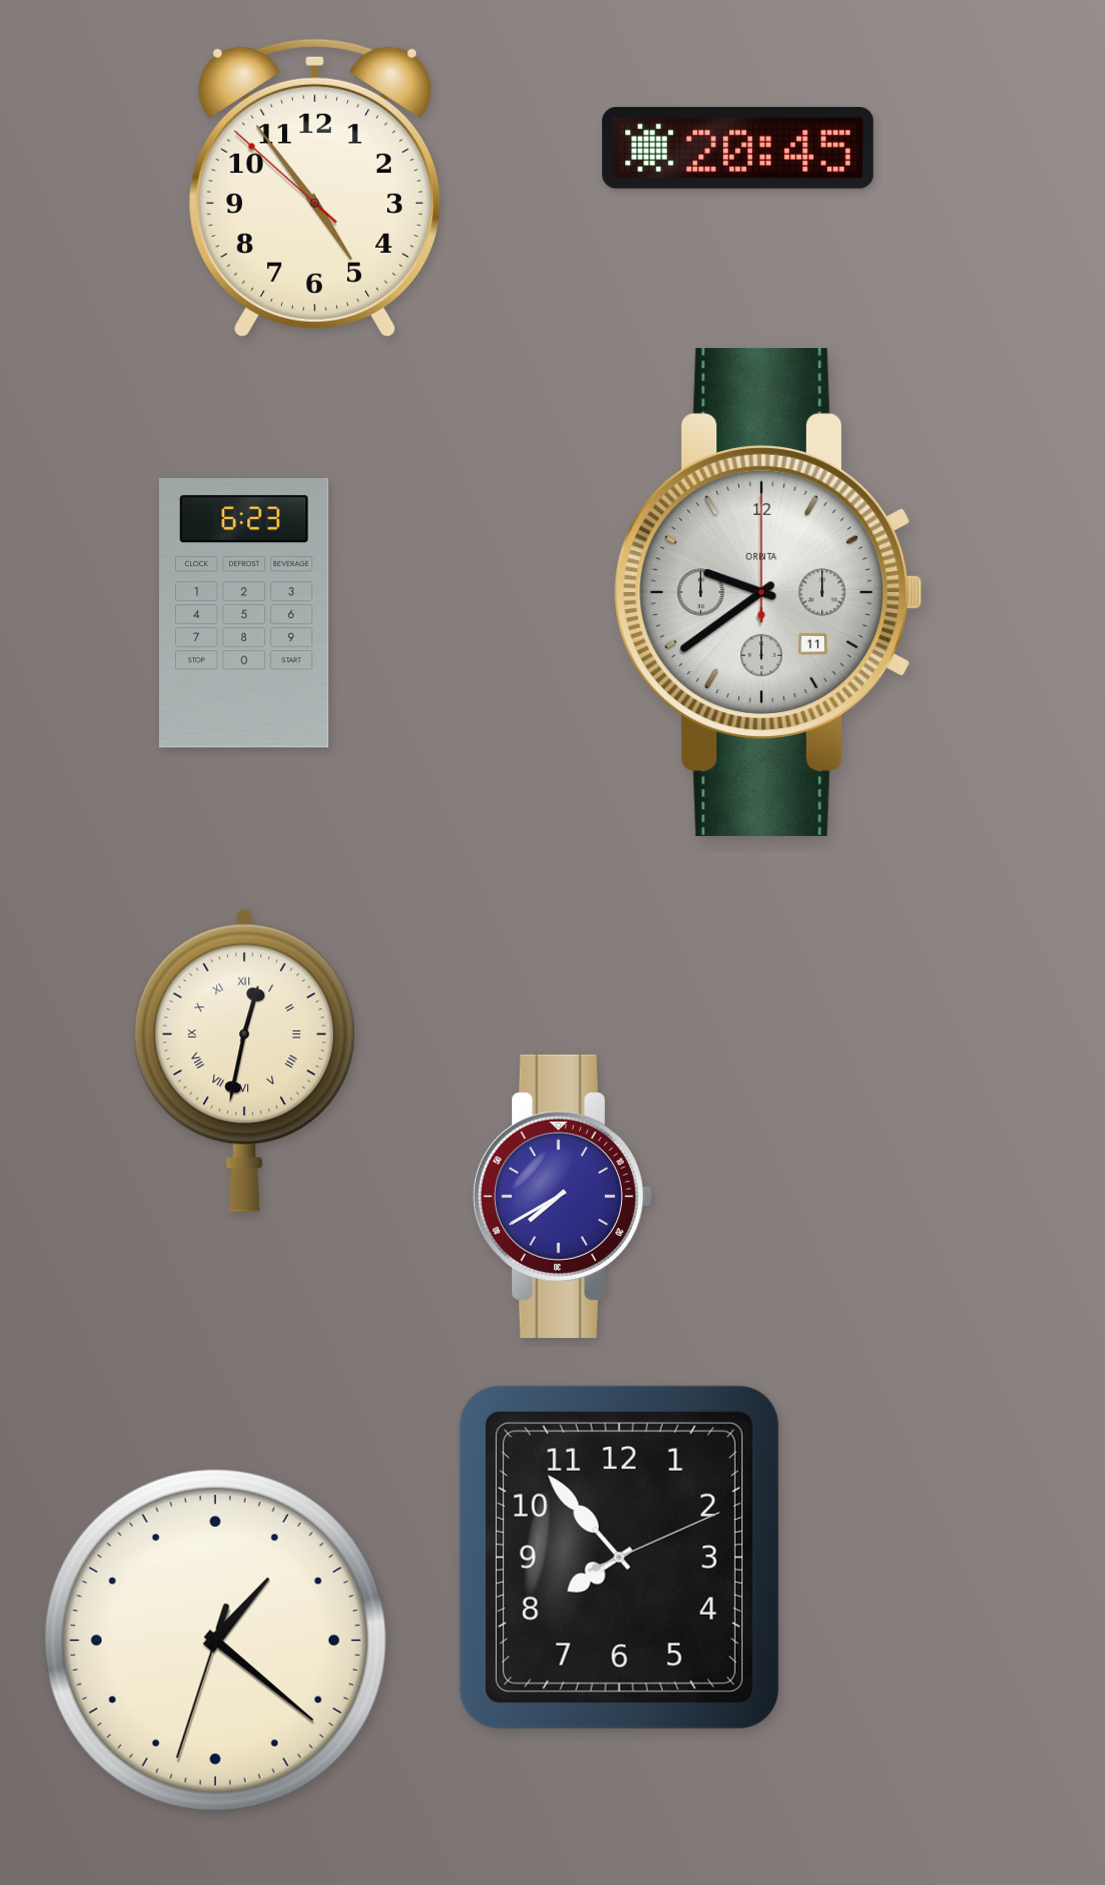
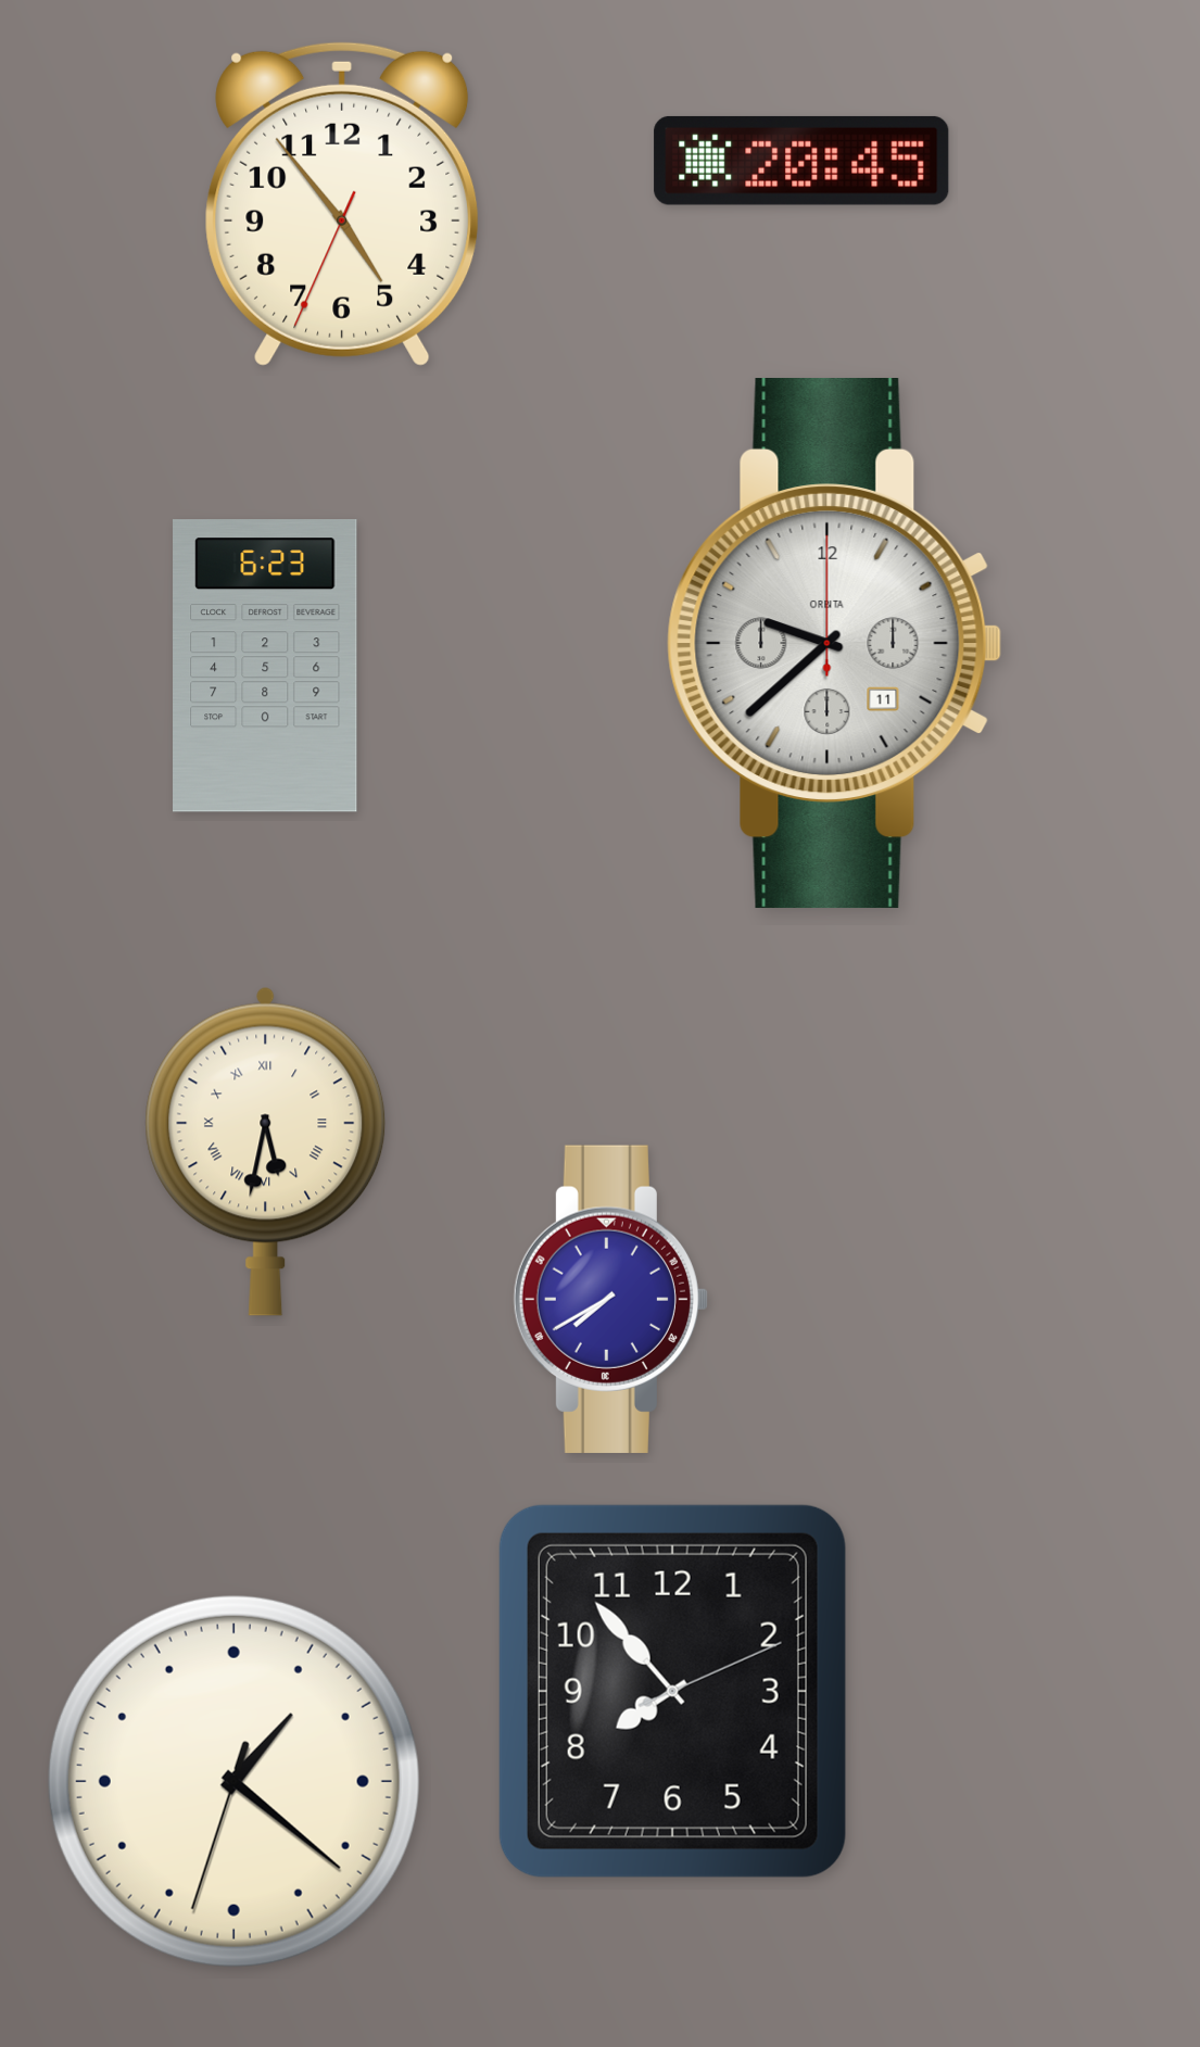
clock at (315, 188): 4:53:52 -> 4:53:34
clock at (769, 593): 9:39 -> 9:38
clock at (245, 1060): 12:32 -> 5:32
